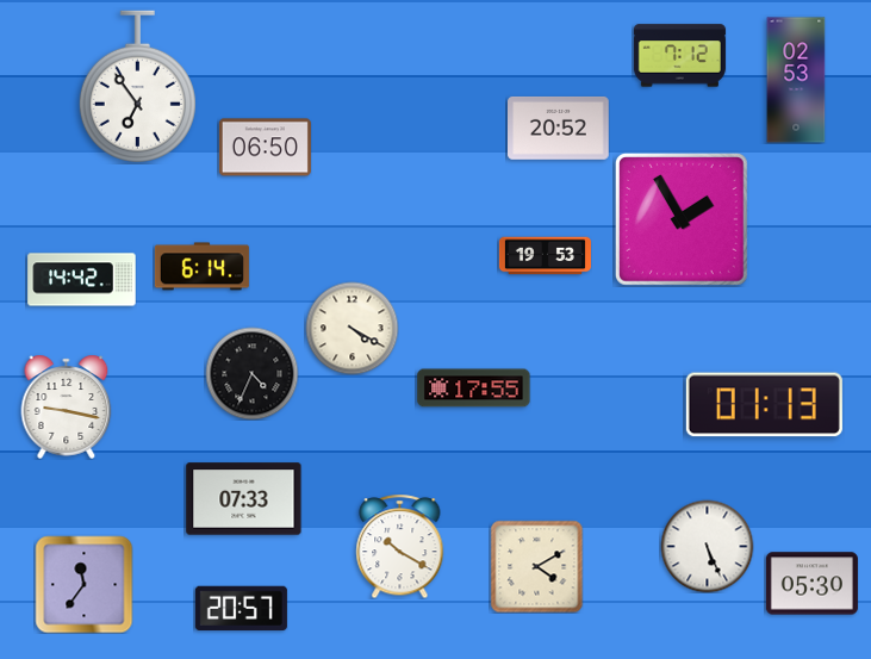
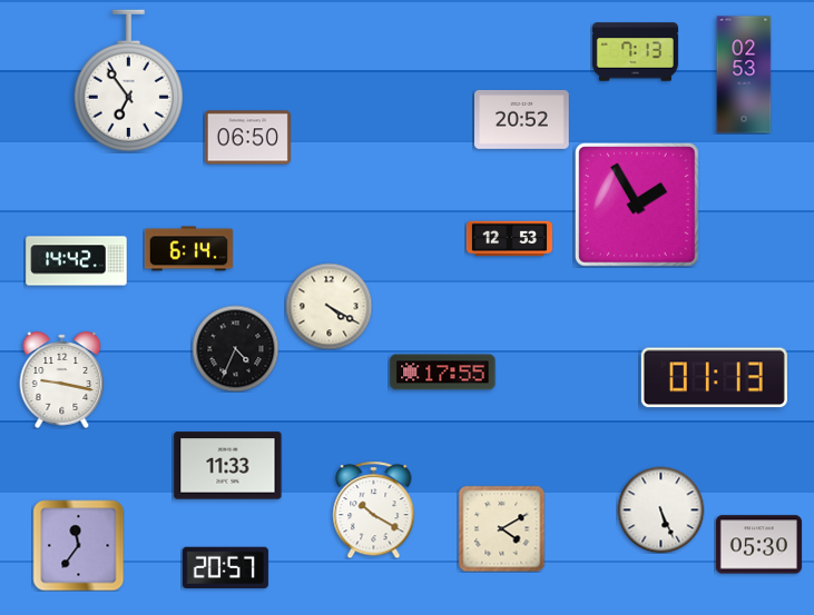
clock at (679, 56): 7:12 -> 7:13
clock at (545, 256): 19:53 -> 12:53
clock at (474, 388) position: (474, 388) -> (443, 373)
clock at (244, 499): 07:33 -> 11:33
